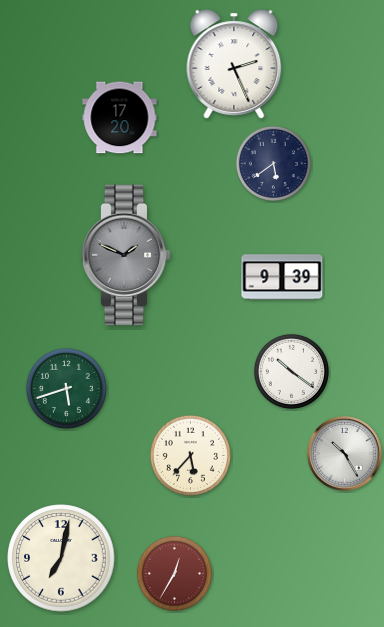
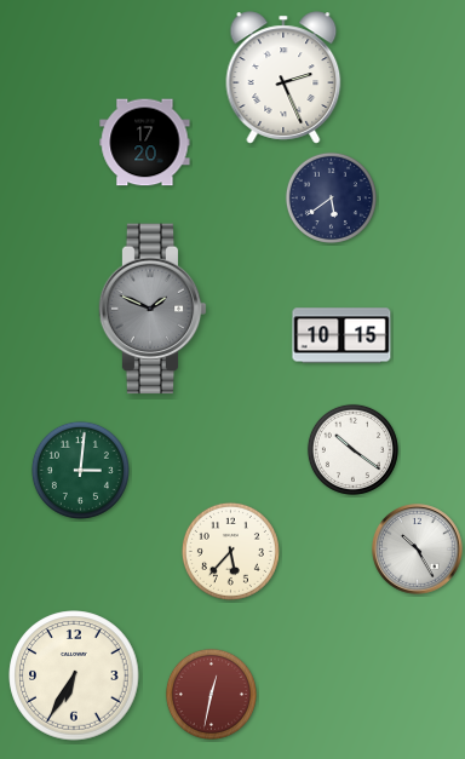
clock at (282, 277): 9:39 -> 10:15
clock at (66, 388): 5:42 -> 3:01
clock at (61, 558): 7:02 -> 6:35
clock at (174, 573): 12:35 -> 12:32
